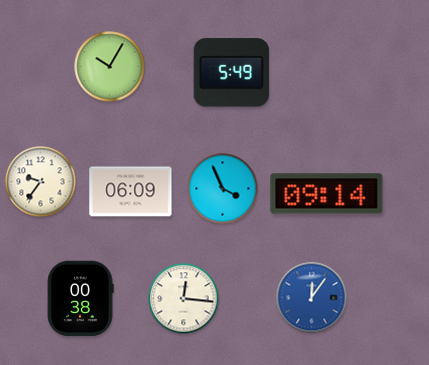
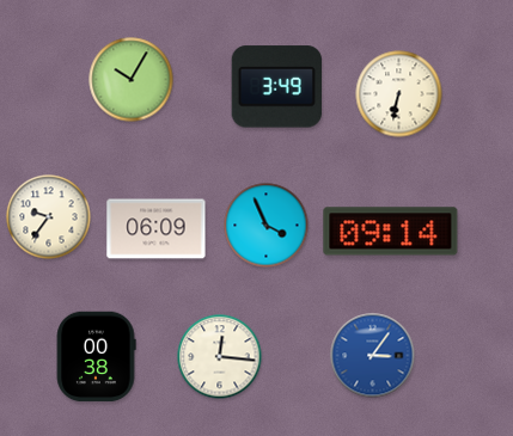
clock at (231, 73): 5:49 -> 3:49
clock at (399, 94): none -> 6:32
clock at (312, 298): 12:06 -> 3:06
